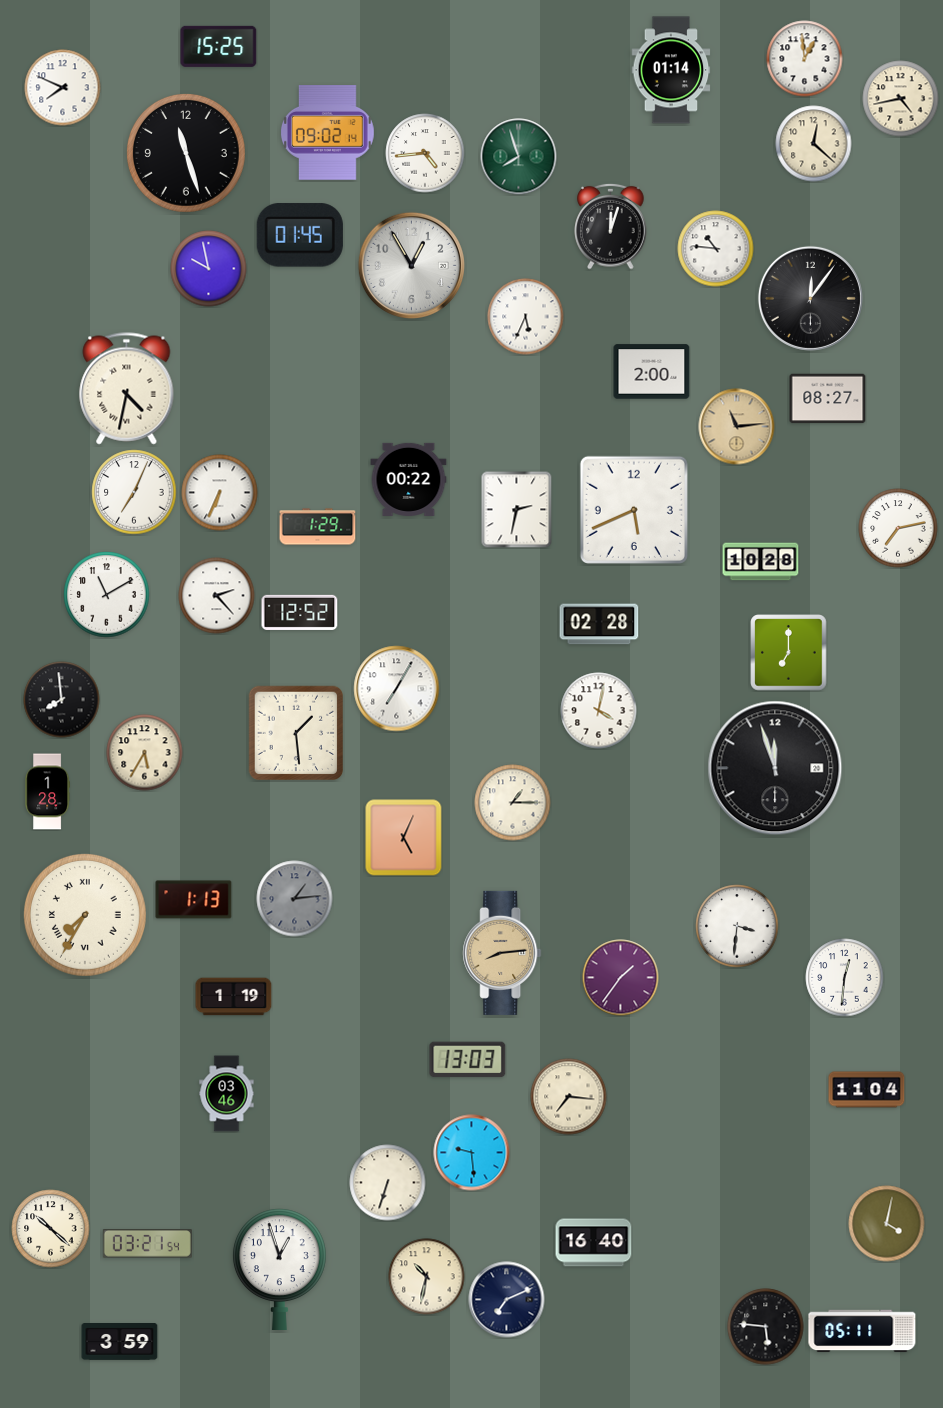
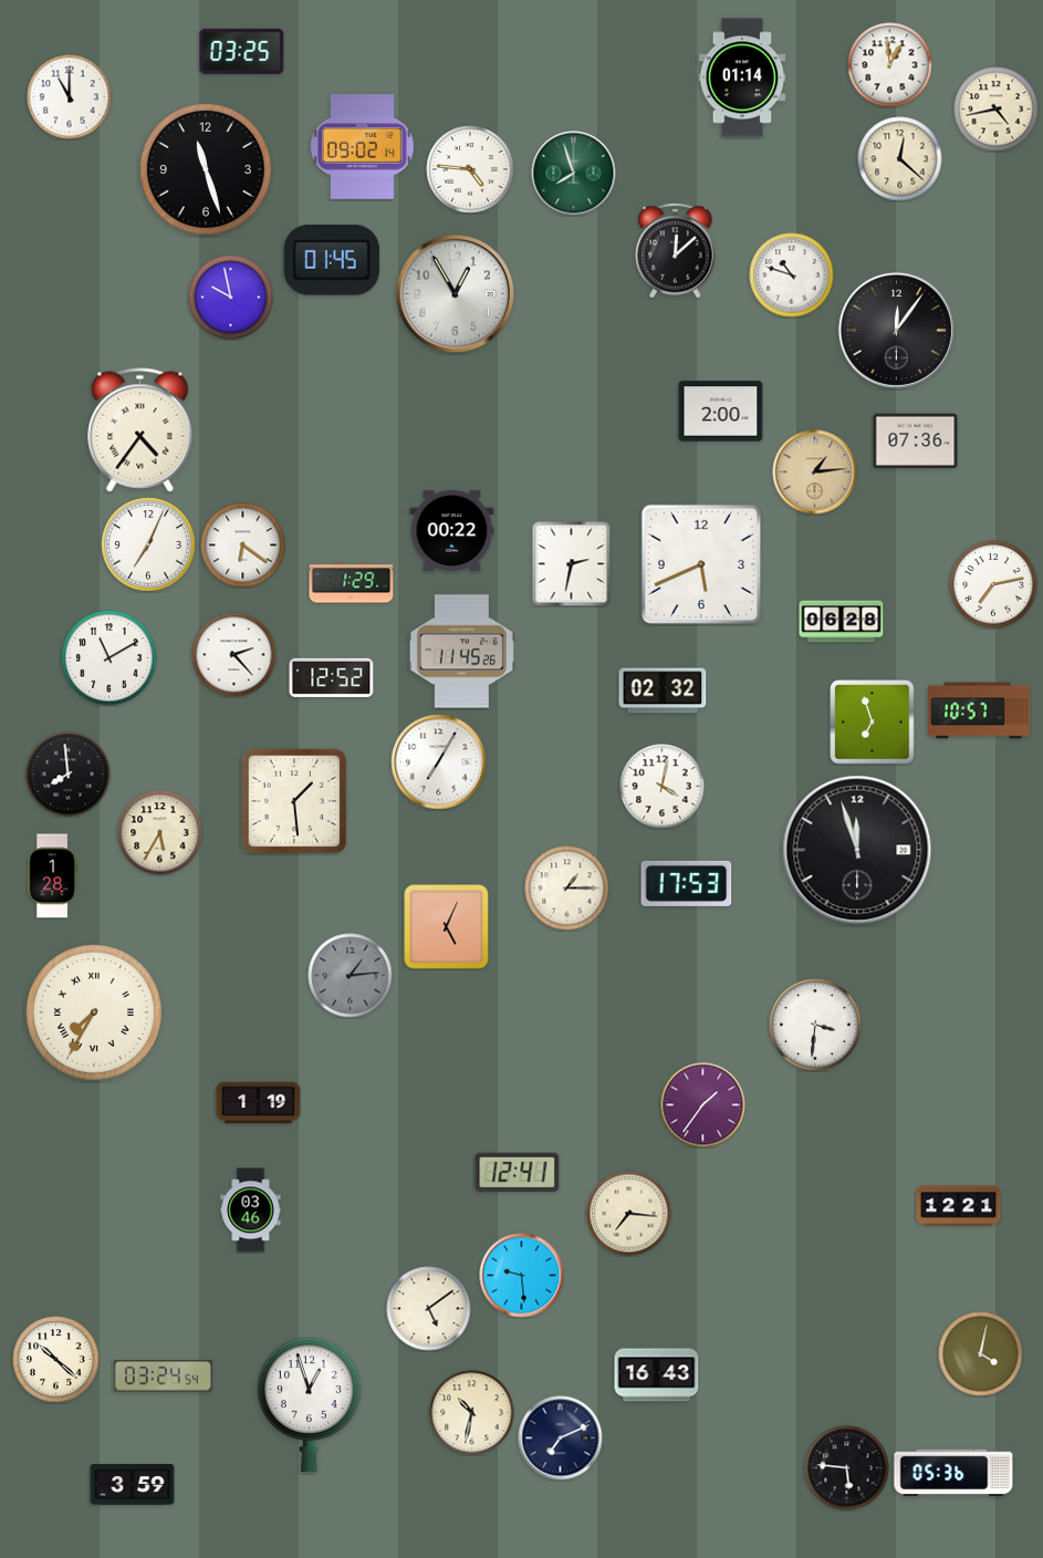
clock at (219, 46): 15:25 -> 03:25
clock at (63, 88): 7:49 -> 11:00
clock at (425, 153): 4:44 -> 4:46
clock at (611, 226): 12:03 -> 12:08
clock at (716, 249): 10:46 -> 10:48
clock at (526, 317): 5:34 -> none
clock at (127, 389): 4:32 -> 4:36
clock at (828, 399): 08:27 -> 07:36
clock at (737, 427): 11:14 -> 1:14
clock at (220, 493): 6:34 -> 6:21
clock at (761, 562): 10:28 -> 06:28
clock at (461, 652): none -> 11:45
clock at (107, 595) position: (107, 595) -> (109, 658)
clock at (217, 596) position: (217, 596) -> (234, 655)
clock at (599, 624): 02:28 -> 02:32
clock at (980, 710): none -> 10:57
clock at (789, 653): 7:00 -> 6:57
clock at (296, 733) position: (296, 733) -> (294, 801)
clock at (687, 883): none -> 17:53
clock at (295, 899) position: (295, 899) -> (351, 976)
clock at (194, 900): 1:13 -> none
clock at (502, 953): 8:14 -> none
clock at (621, 978) position: (621, 978) -> (703, 1105)
clock at (845, 978): 12:31 -> none
clock at (468, 1060): 13:03 -> 12:41
clock at (867, 1090): 11:04 -> 12:21
clock at (388, 1183): 6:33 -> 5:09
clock at (594, 1243): 16:40 -> 16:43
clock at (147, 1244): 03:21 -> 03:24
clock at (862, 1331): 05:11 -> 05:36
